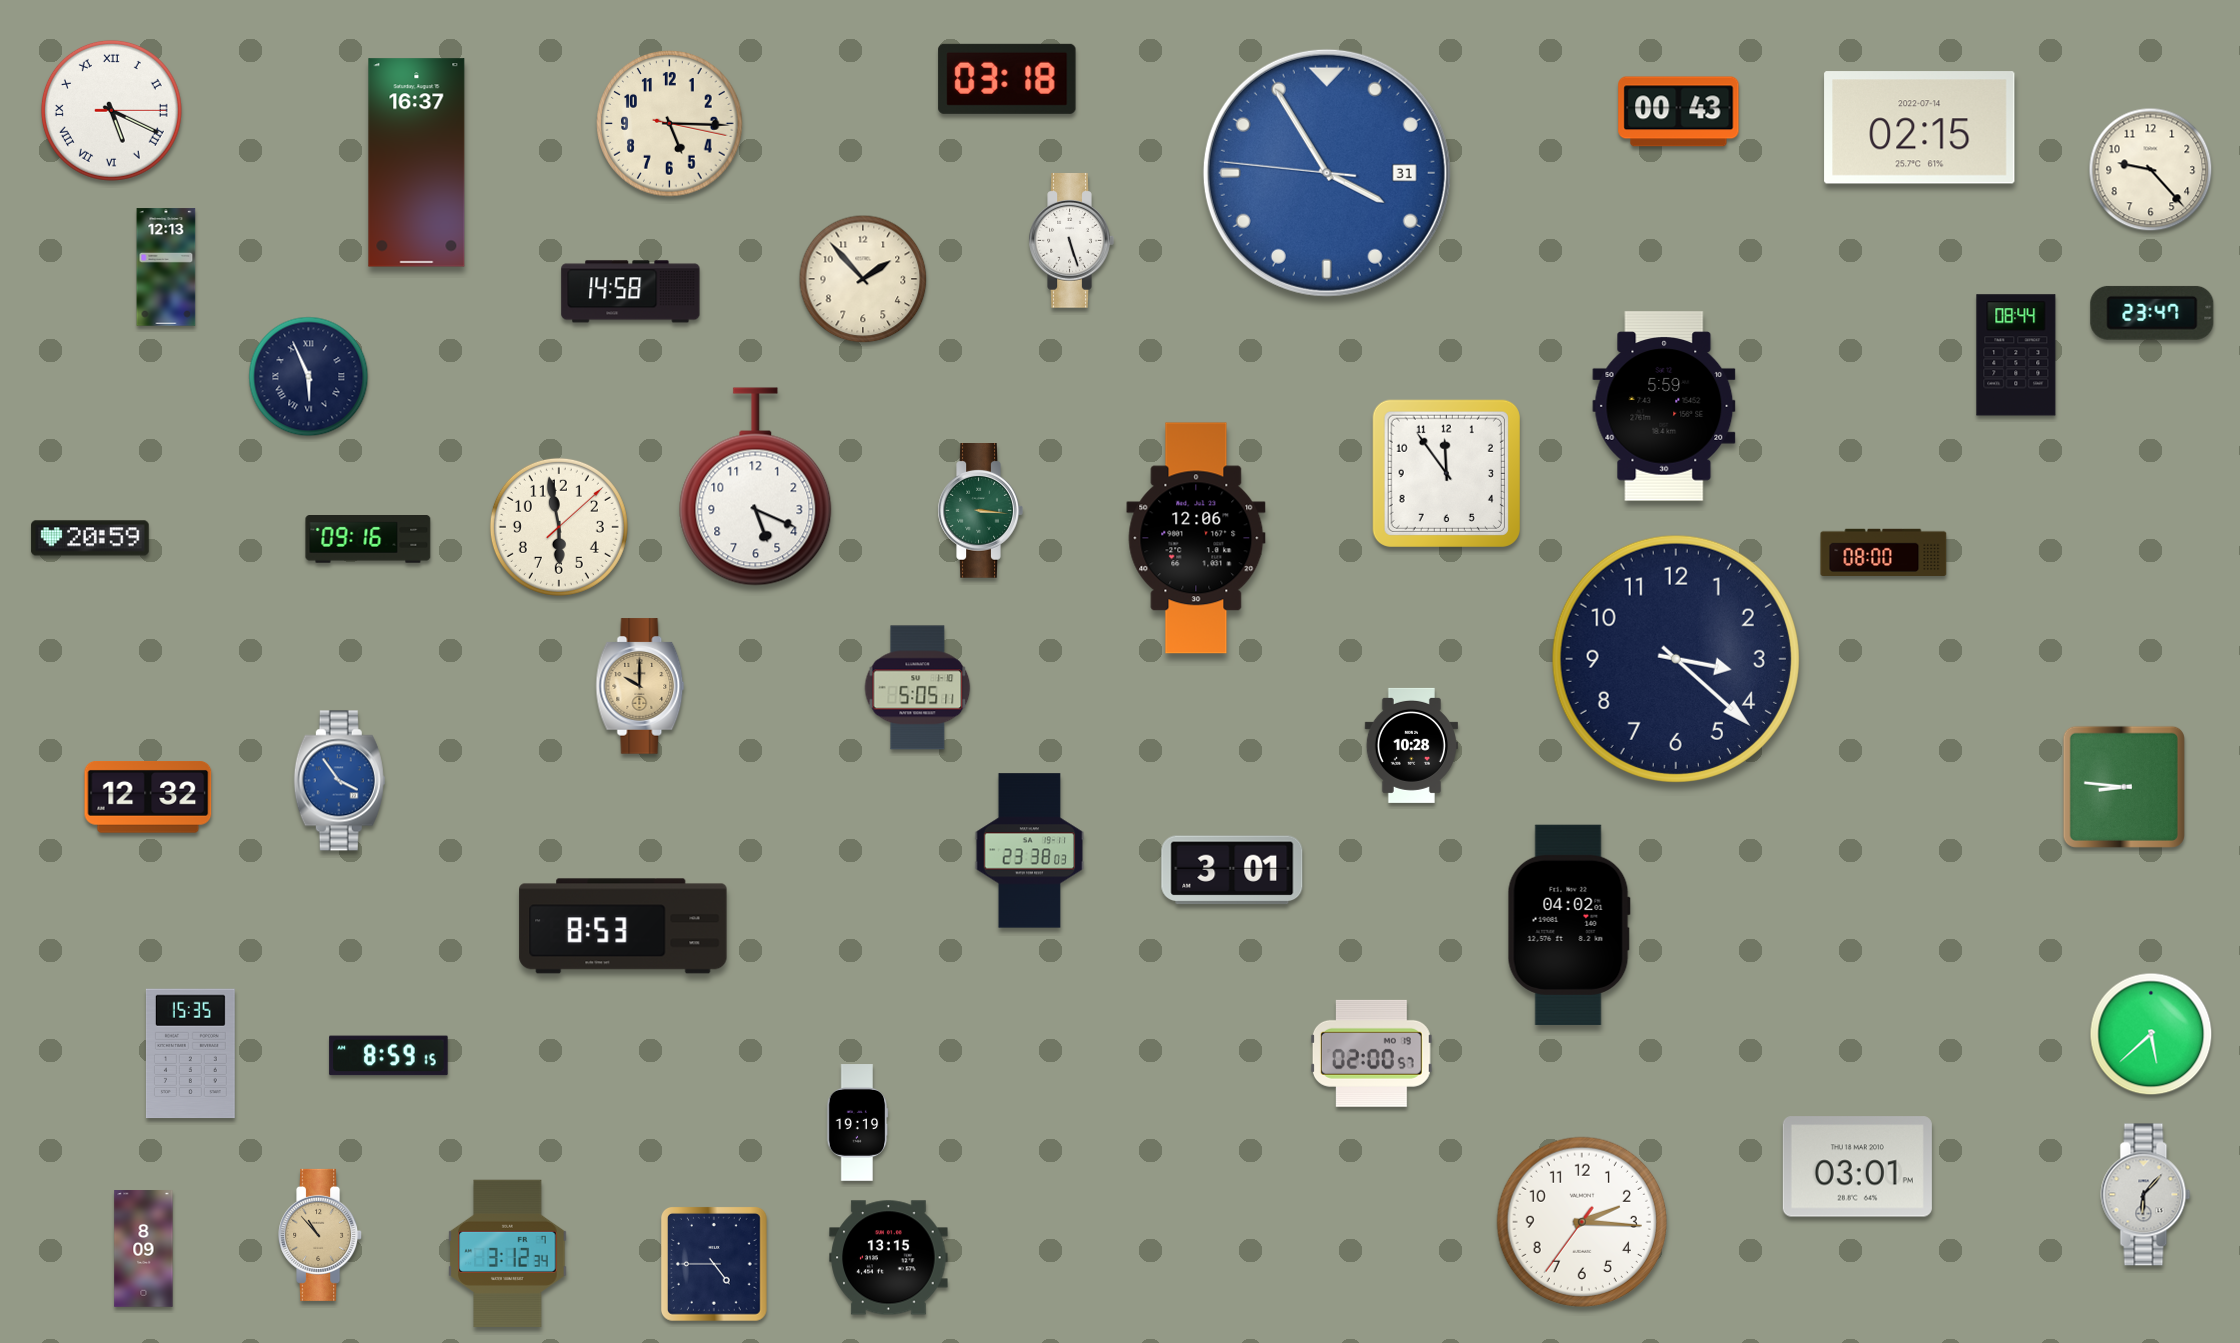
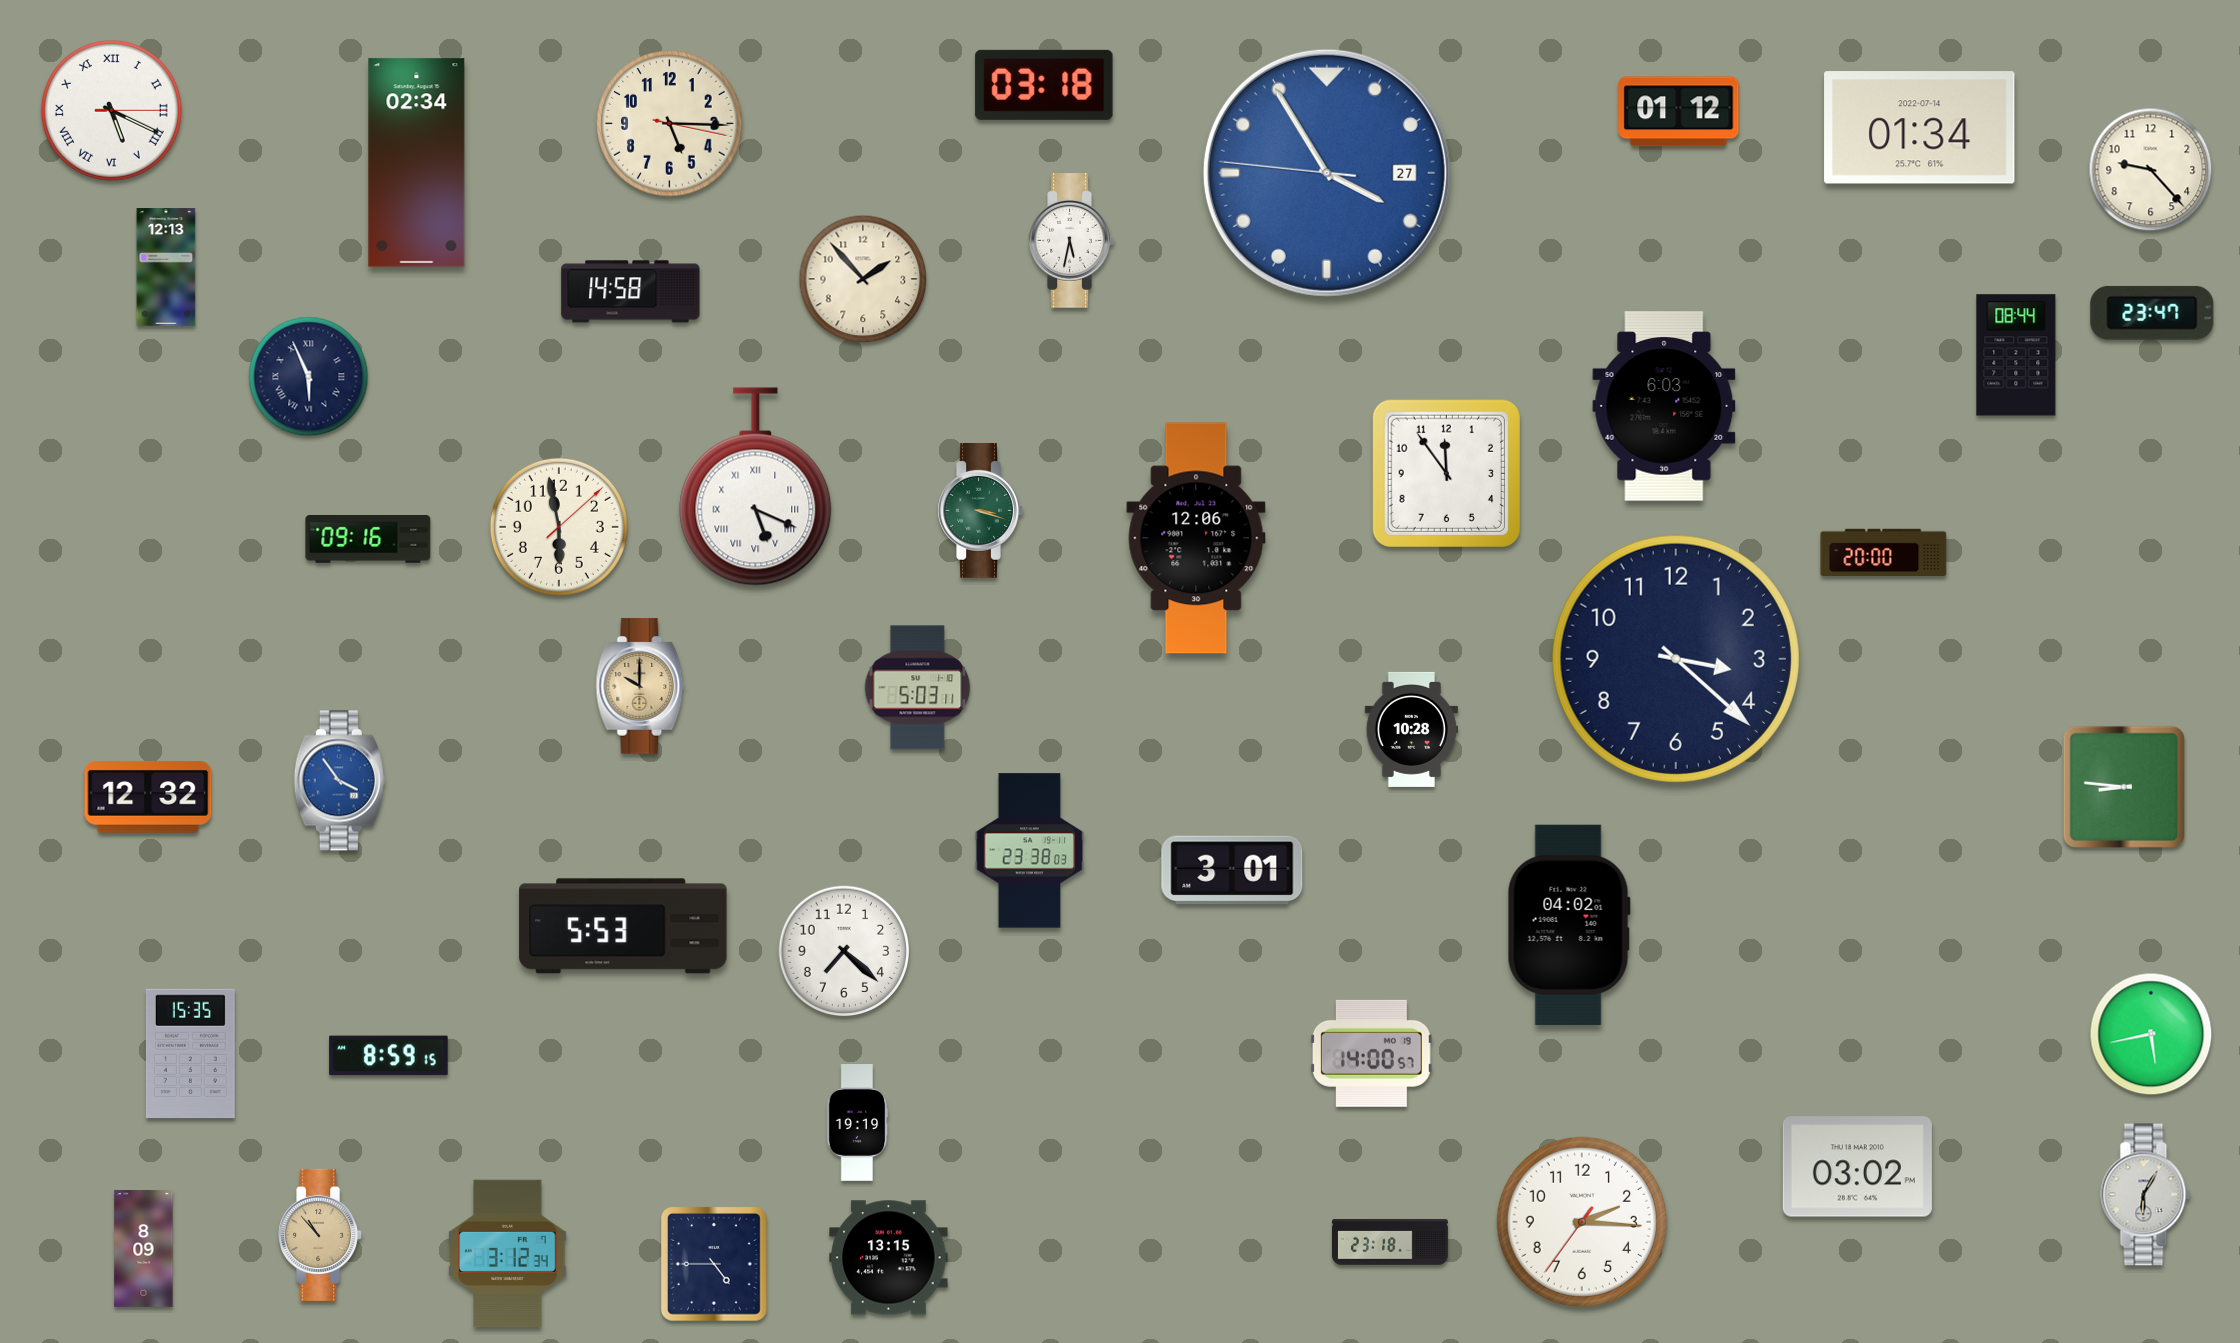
clock at (1007, 79) position: (1007, 79) -> (1044, 85)
clock at (1679, 112): 00:43 -> 01:12
clock at (1920, 128): 02:15 -> 01:34
clock at (417, 163): 16:37 -> 02:34
clock at (1327, 173) date: 31 -> 27
clock at (1071, 241): 5:27 -> 5:32
clock at (1664, 406): 5:59 -> 6:03
clock at (756, 487) numerals: Arabic -> Roman
clock at (980, 511): 3:16 -> 3:18
clock at (90, 538): 20:59 -> none
clock at (1884, 552): 08:00 -> 20:00
clock at (918, 688): 5:05 -> 5:03
clock at (1411, 745) position: (1411, 745) -> (1411, 729)
clock at (623, 926): 8:53 -> 5:53
clock at (844, 951): none -> 7:22
clock at (2151, 1034): 5:38 -> 5:43
clock at (1371, 1053): 02:00 -> 14:00
clock at (1857, 1167): 03:01 -> 03:02
clock at (2146, 1195): 6:07 -> 6:05
clock at (1390, 1243): none -> 23:18
